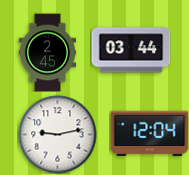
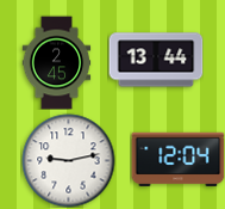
clock at (131, 50): 03:44 -> 13:44
